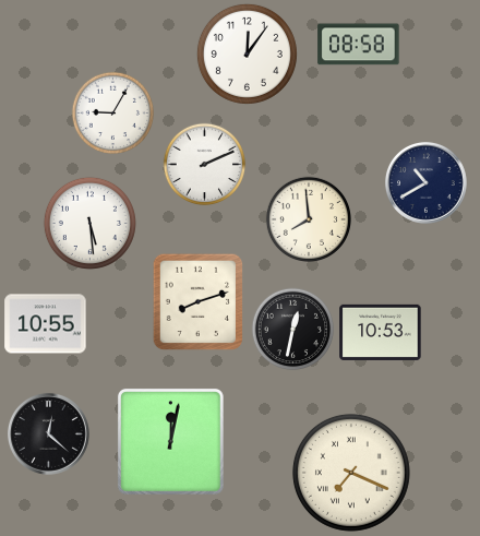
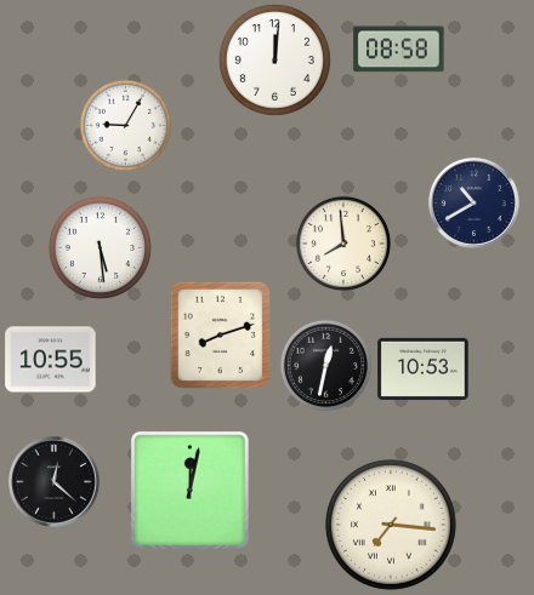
clock at (247, 53): 12:06 -> 12:01
clock at (205, 165): 2:11 -> none
clock at (351, 473): 7:19 -> 7:16
